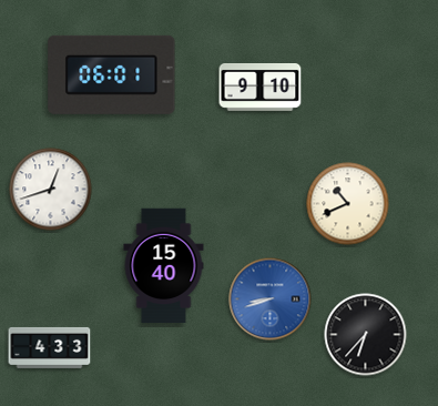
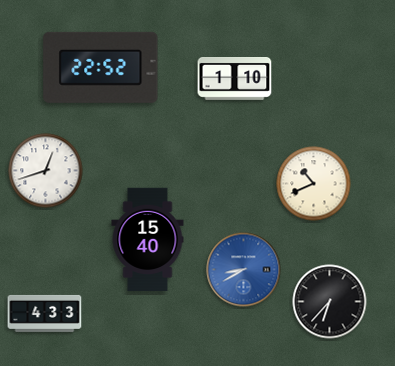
clock at (112, 74): 06:01 -> 22:52
clock at (261, 88): 9:10 -> 1:10
clock at (271, 300): 8:42 -> 8:40
